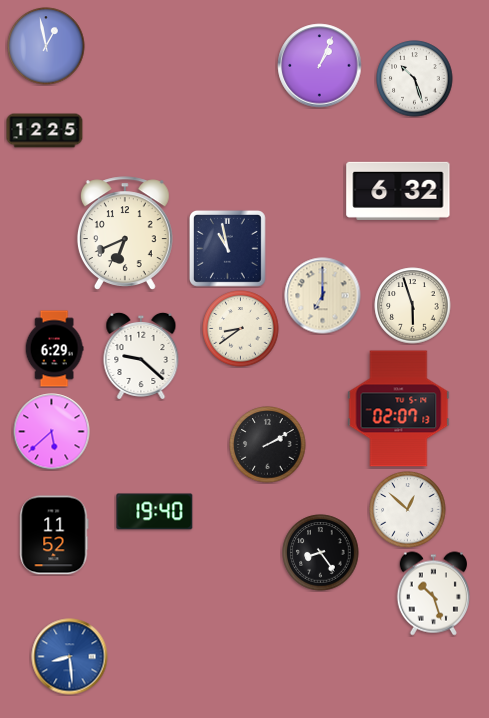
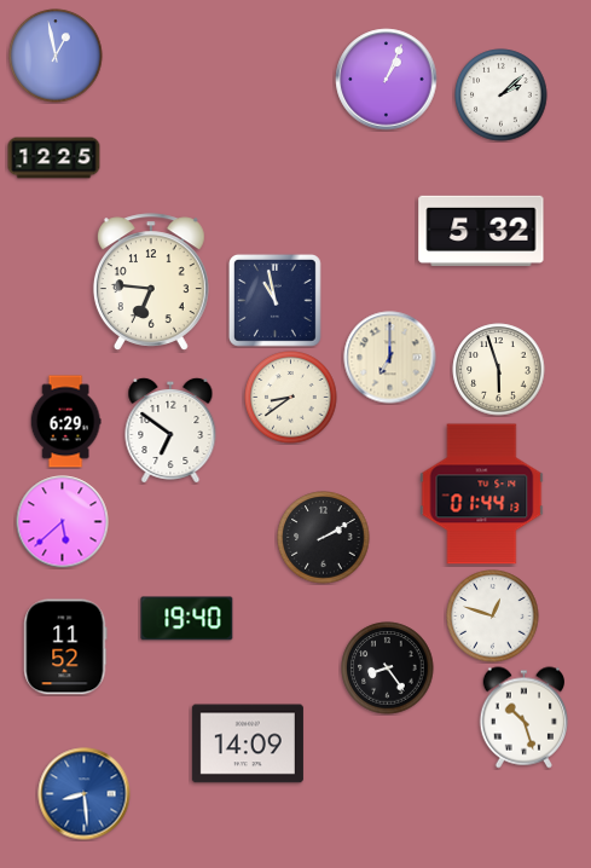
clock at (415, 79): 10:27 -> 2:08
clock at (398, 191): 6:32 -> 5:32
clock at (125, 233): 6:41 -> 6:46
clock at (141, 356): 9:22 -> 6:51
clock at (399, 409): 02:07 -> 01:44
clock at (408, 510): 12:52 -> 12:48
clock at (248, 743): none -> 14:09
